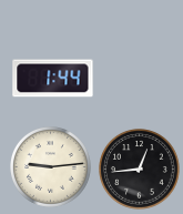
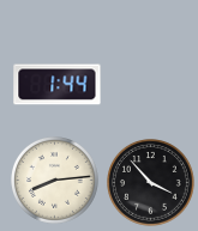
clock at (51, 167): 9:14 -> 8:14
clock at (140, 170): 12:44 -> 3:53
